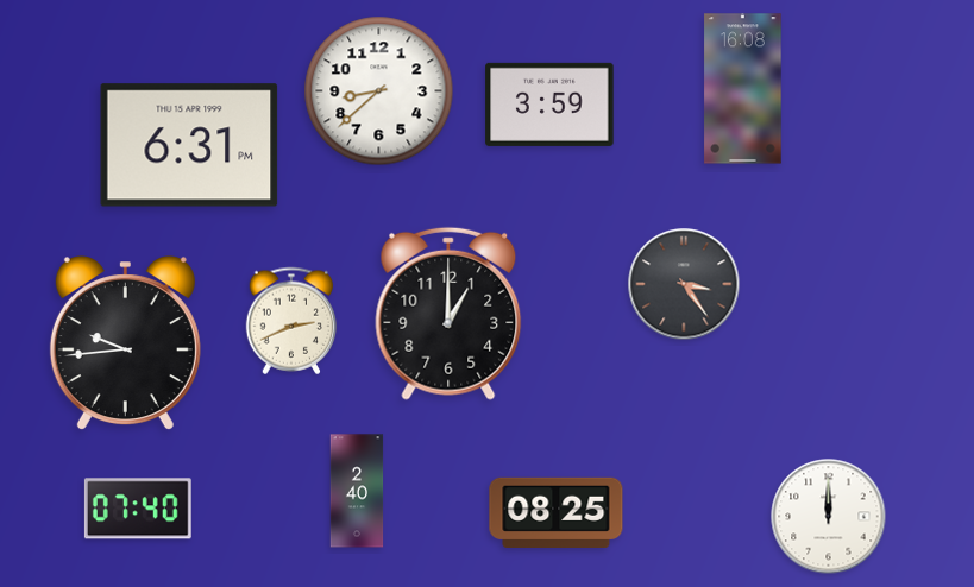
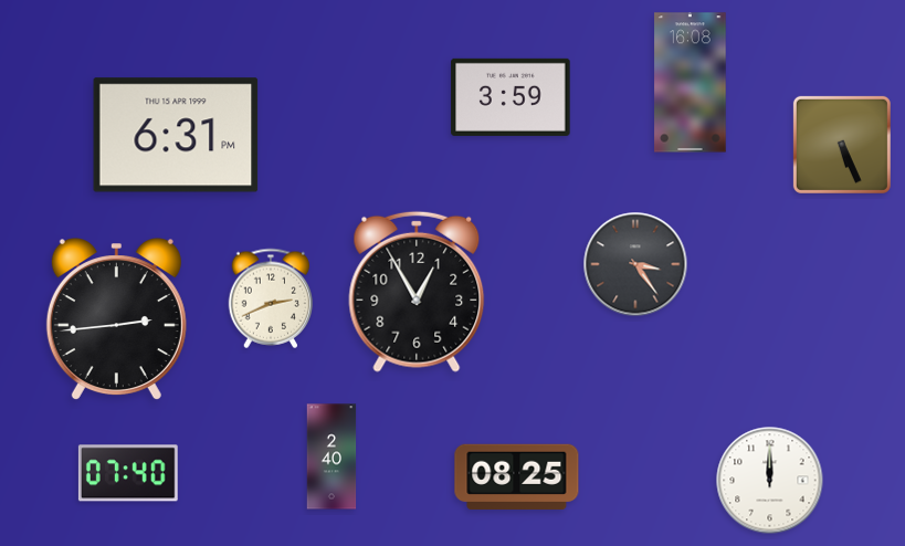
clock at (379, 91): 8:38 -> none
clock at (842, 145): none -> 5:26
clock at (448, 314): 1:00 -> 12:55
clock at (125, 343): 9:44 -> 2:44
